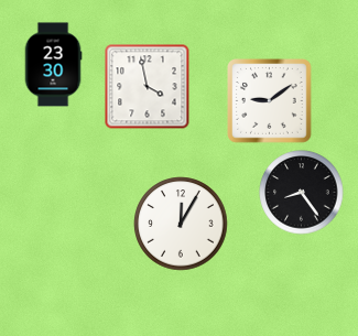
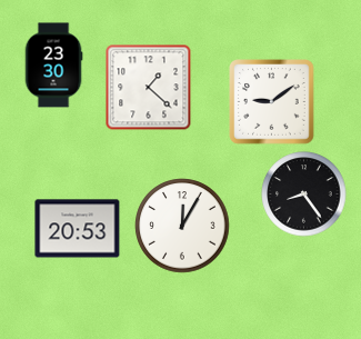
clock at (148, 87): 3:58 -> 1:22
clock at (78, 229): none -> 20:53
